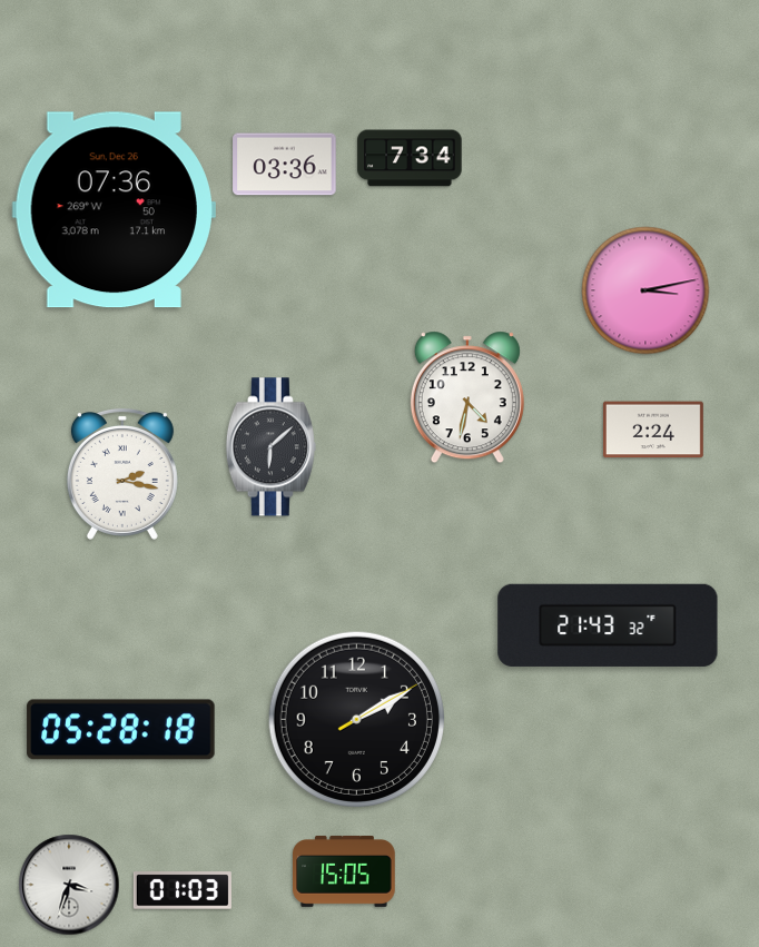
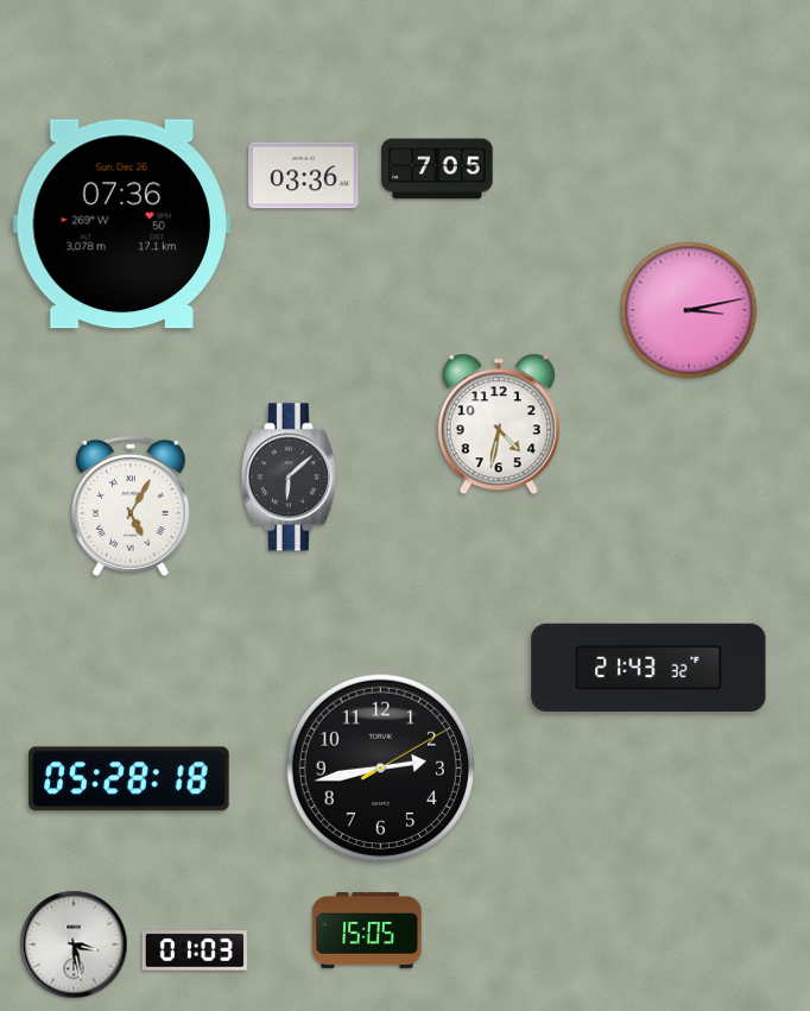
clock at (410, 158): 7:34 -> 7:05
clock at (653, 430): 2:24 -> none
clock at (122, 475): 2:17 -> 5:05
clock at (356, 719): 2:10 -> 2:43
clock at (69, 885): 3:33 -> 3:28
